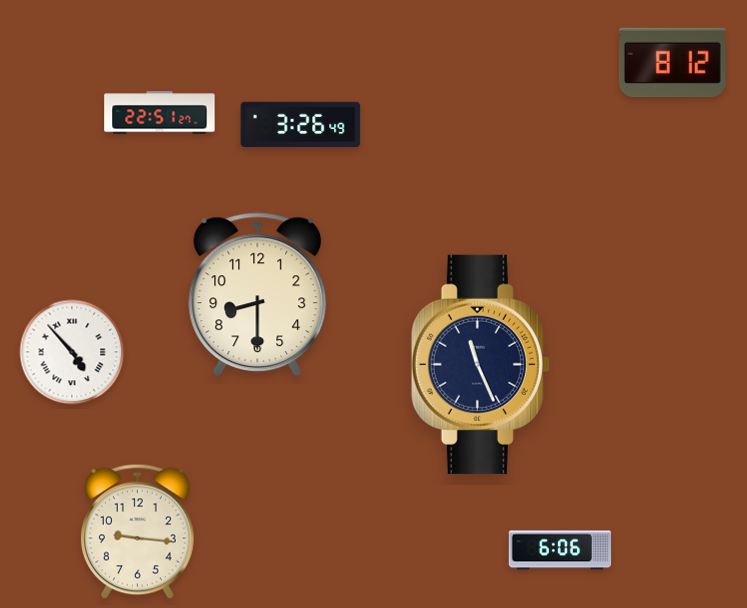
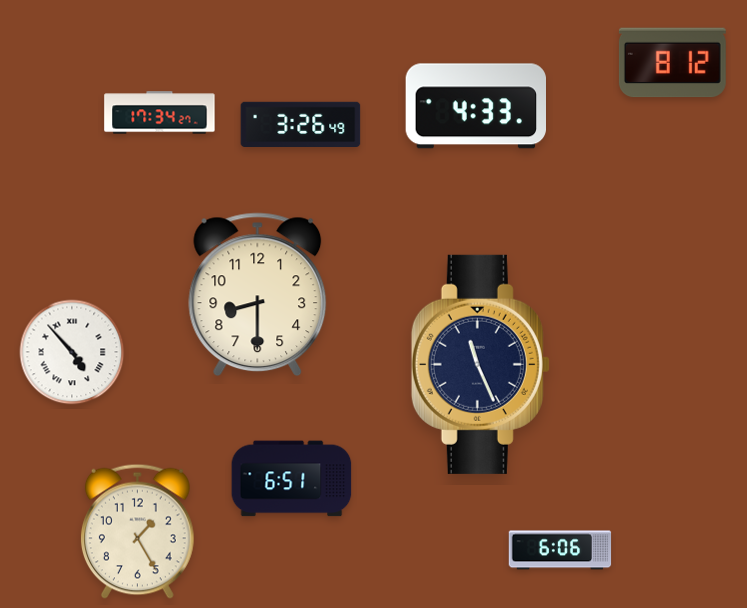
clock at (475, 106): none -> 4:33
clock at (160, 113): 22:51 -> 17:34
clock at (292, 479): none -> 6:51
clock at (137, 531): 9:16 -> 1:25
